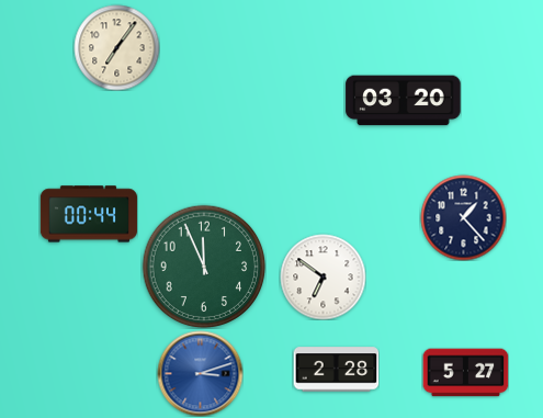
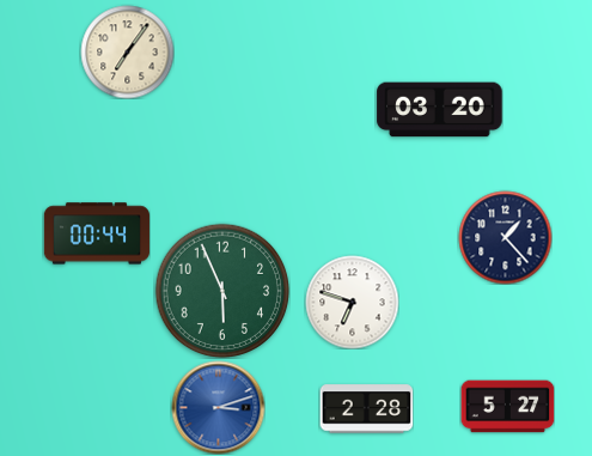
clock at (204, 267): 11:56 -> 5:56
clock at (323, 276): 6:51 -> 6:48
clock at (336, 370) position: (336, 370) -> (366, 409)
